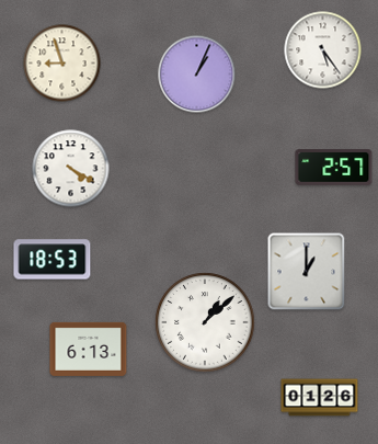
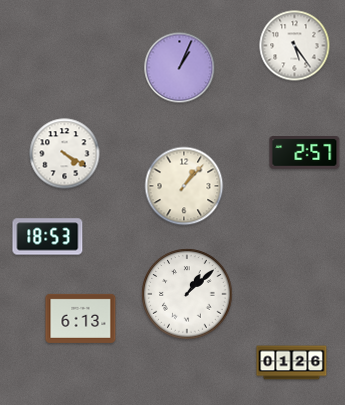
clock at (62, 64): 8:57 -> none
clock at (184, 186): none -> 1:07
clock at (307, 272): 1:00 -> none
